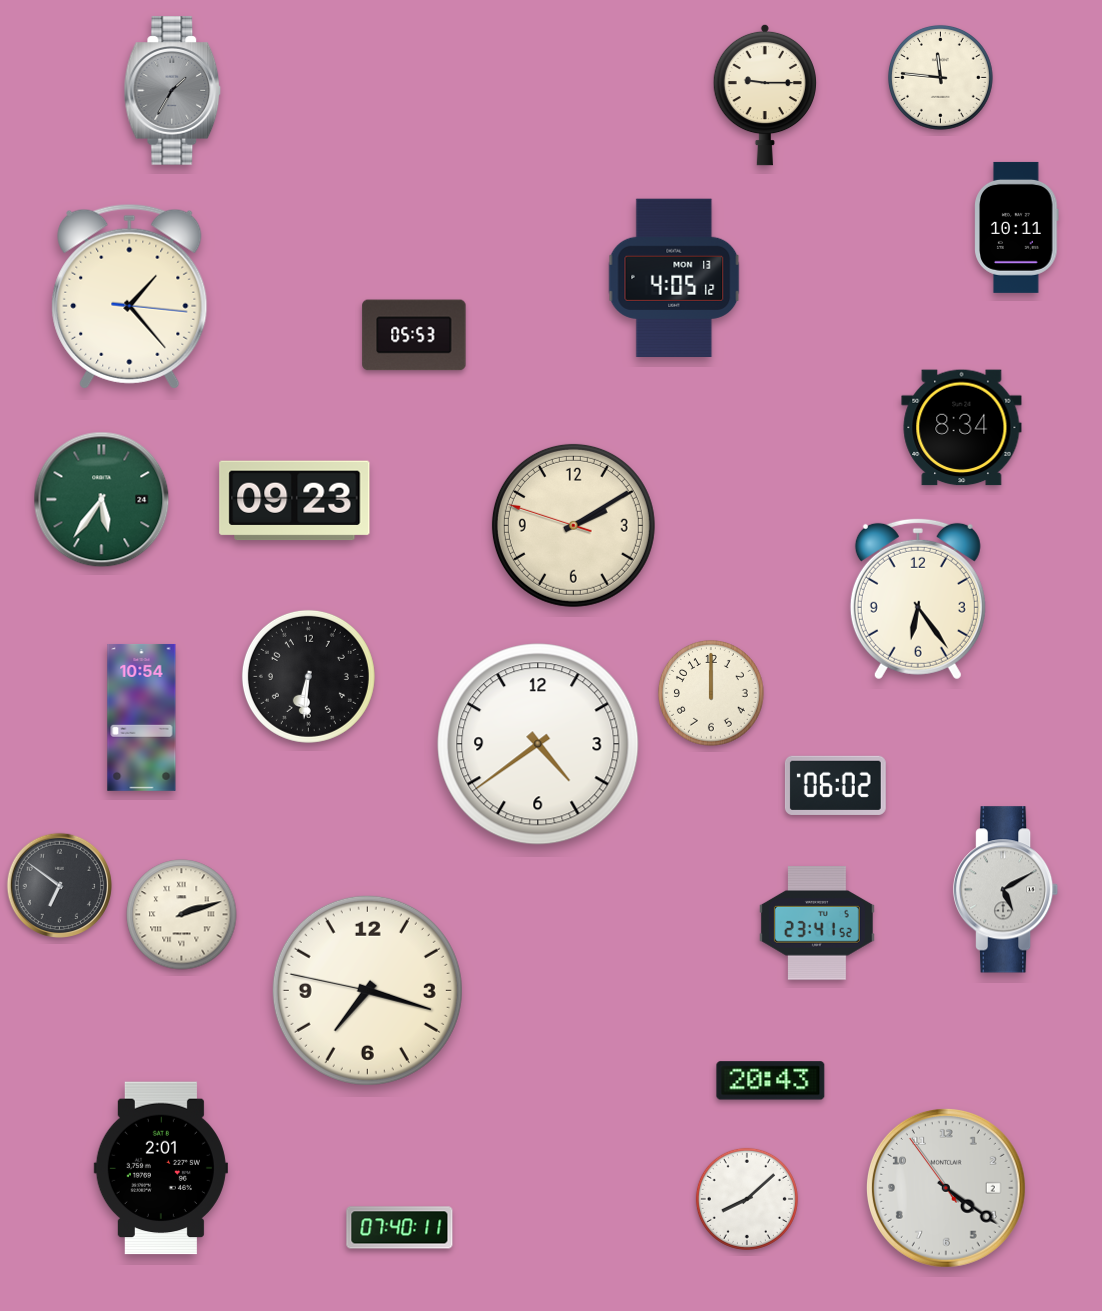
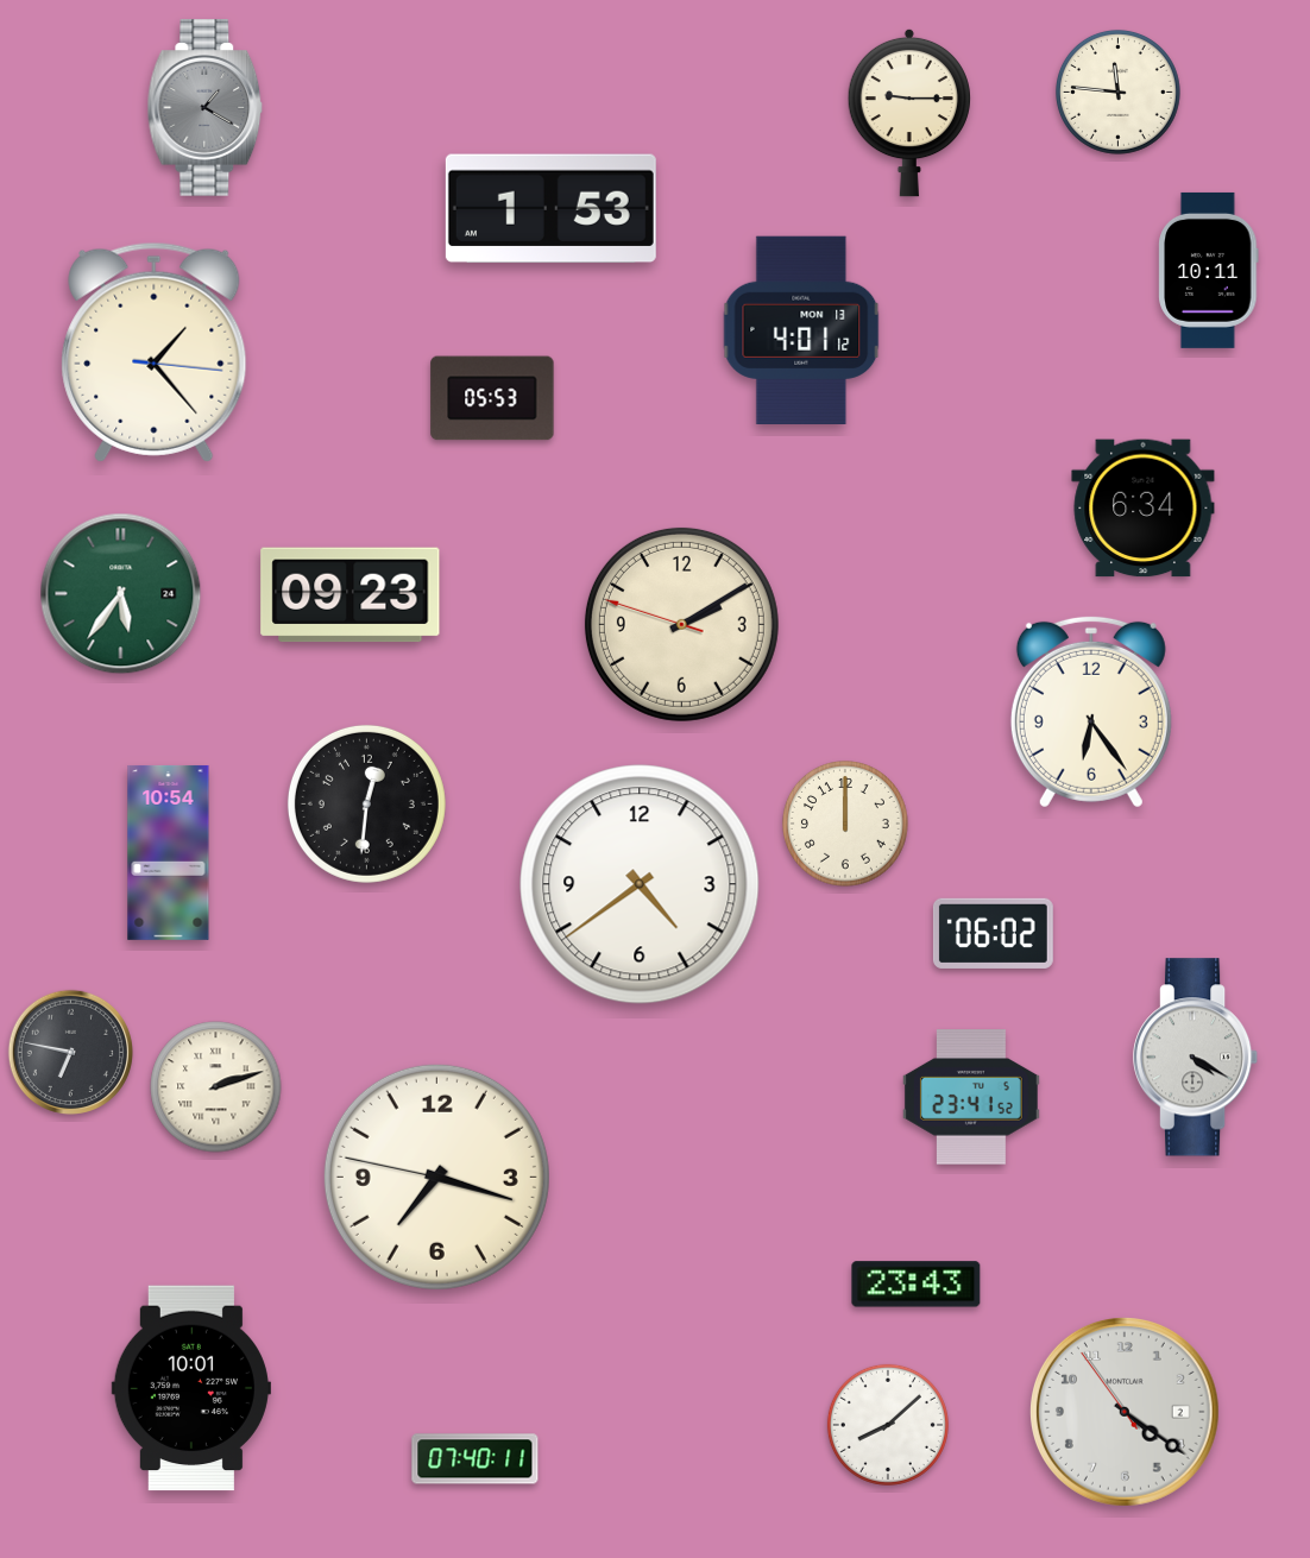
clock at (173, 91): 1:35 -> 1:20
clock at (550, 209): none -> 1:53
clock at (674, 277): 4:05 -> 4:01
clock at (962, 428): 8:34 -> 6:34
clock at (308, 676): 6:31 -> 12:31
clock at (59, 885): 6:51 -> 6:47
clock at (1006, 890): 5:10 -> 4:20
clock at (771, 1081): 20:43 -> 23:43
clock at (161, 1168): 2:01 -> 10:01
